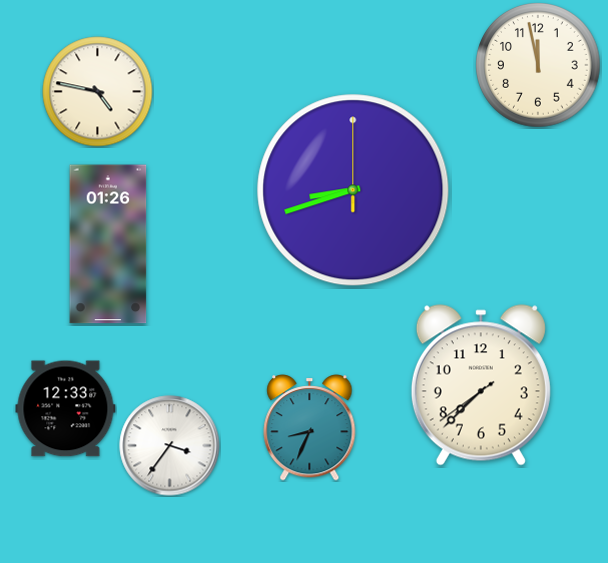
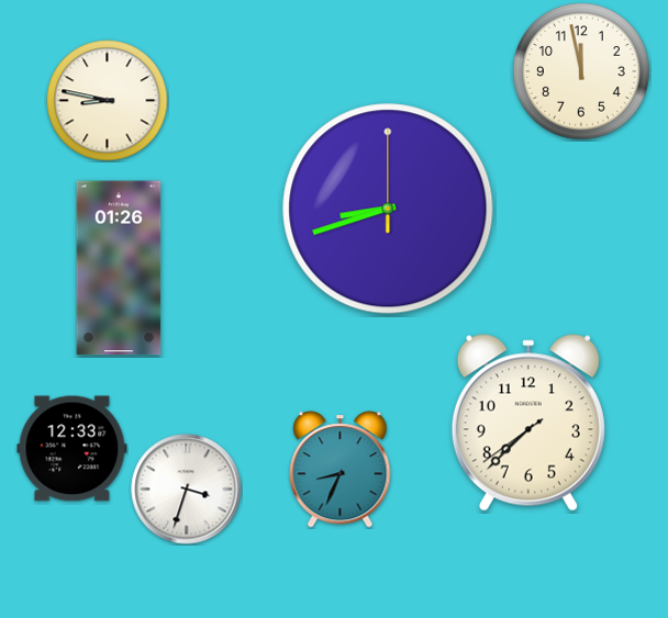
clock at (538, 65) position: (538, 65) -> (581, 71)
clock at (98, 92): 4:47 -> 8:47
clock at (170, 446): 3:36 -> 3:33
